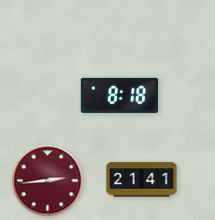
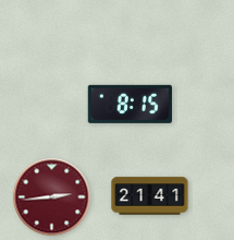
clock at (119, 95): 8:18 -> 8:15
clock at (142, 180) position: (142, 180) -> (150, 196)
